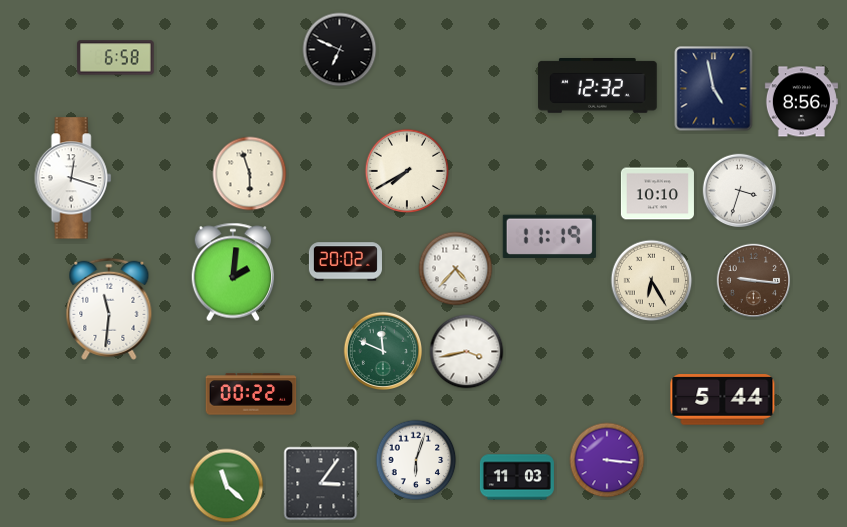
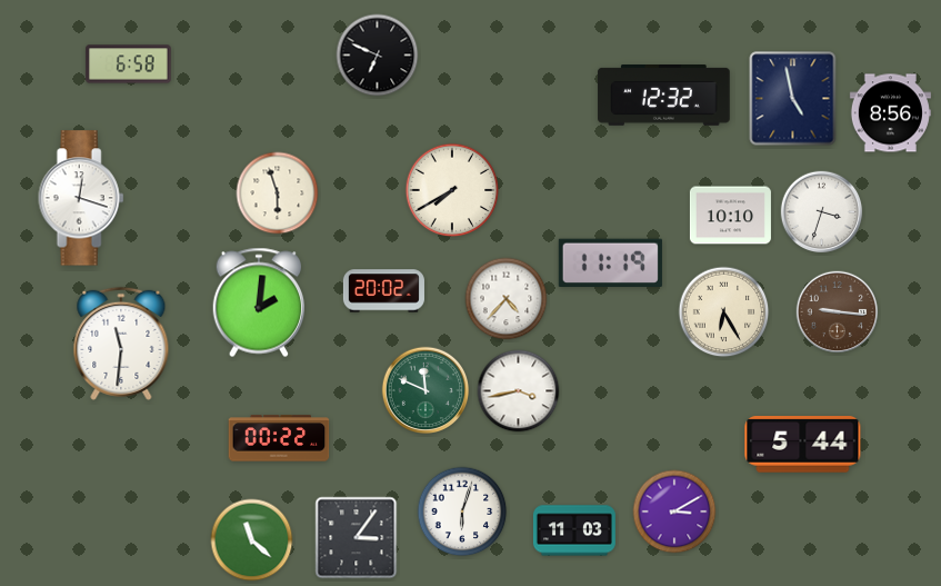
clock at (607, 460): 3:16 -> 3:10
